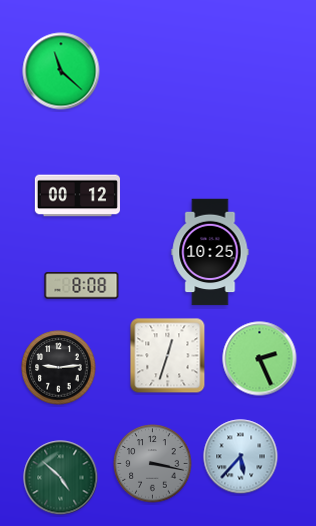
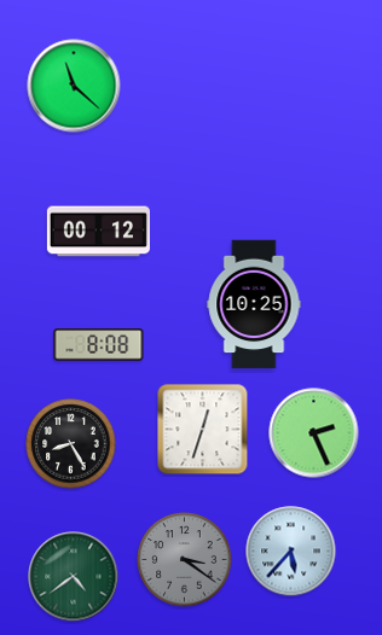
clock at (77, 196) position: (77, 196) -> (98, 232)
clock at (59, 368): 9:14 -> 8:25
clock at (153, 464): 3:17 -> 3:21
clock at (61, 478): 4:52 -> 4:39
